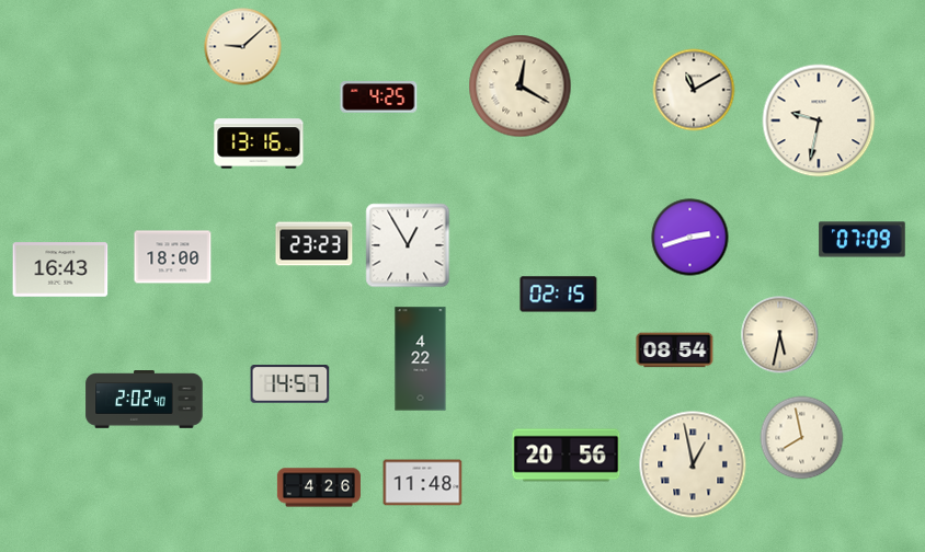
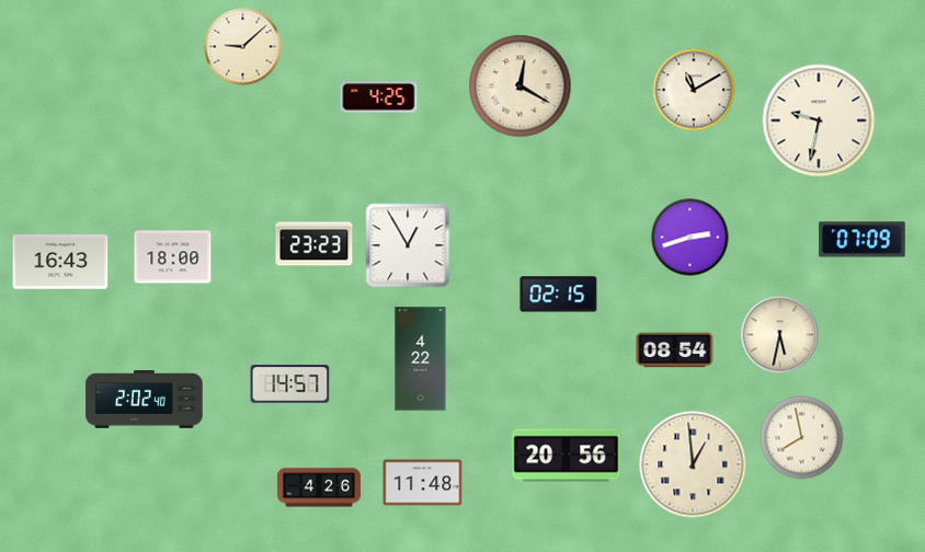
clock at (259, 143): 13:16 -> none
clock at (60, 269) position: (60, 269) -> (60, 262)
clock at (693, 464): 12:58 -> 12:59
